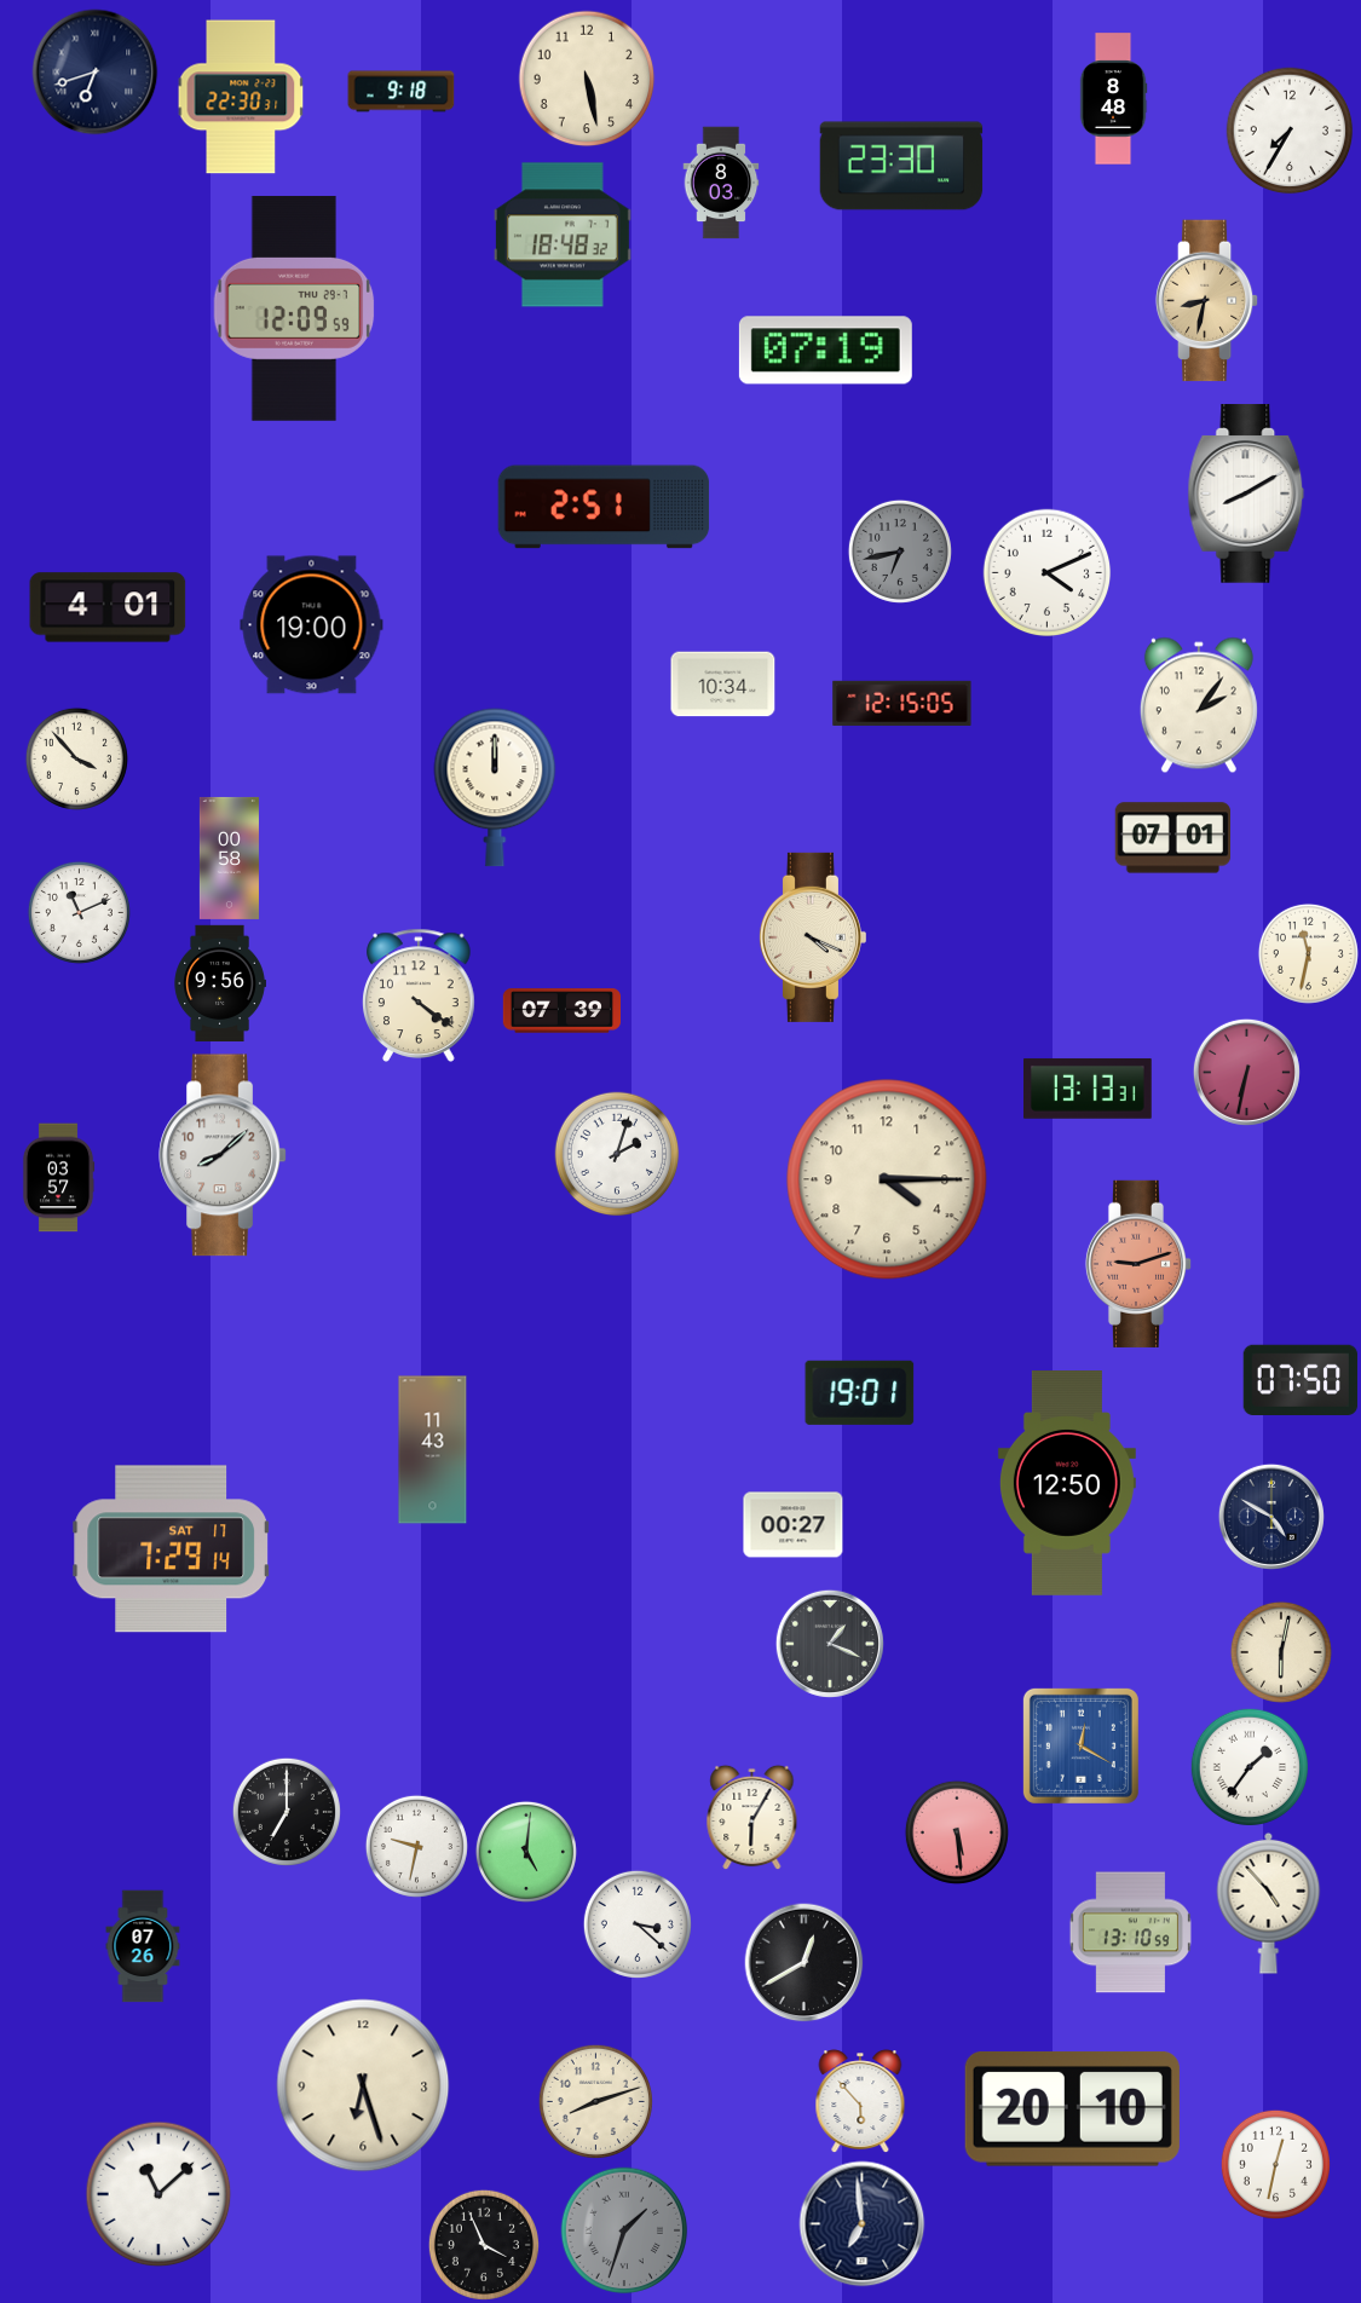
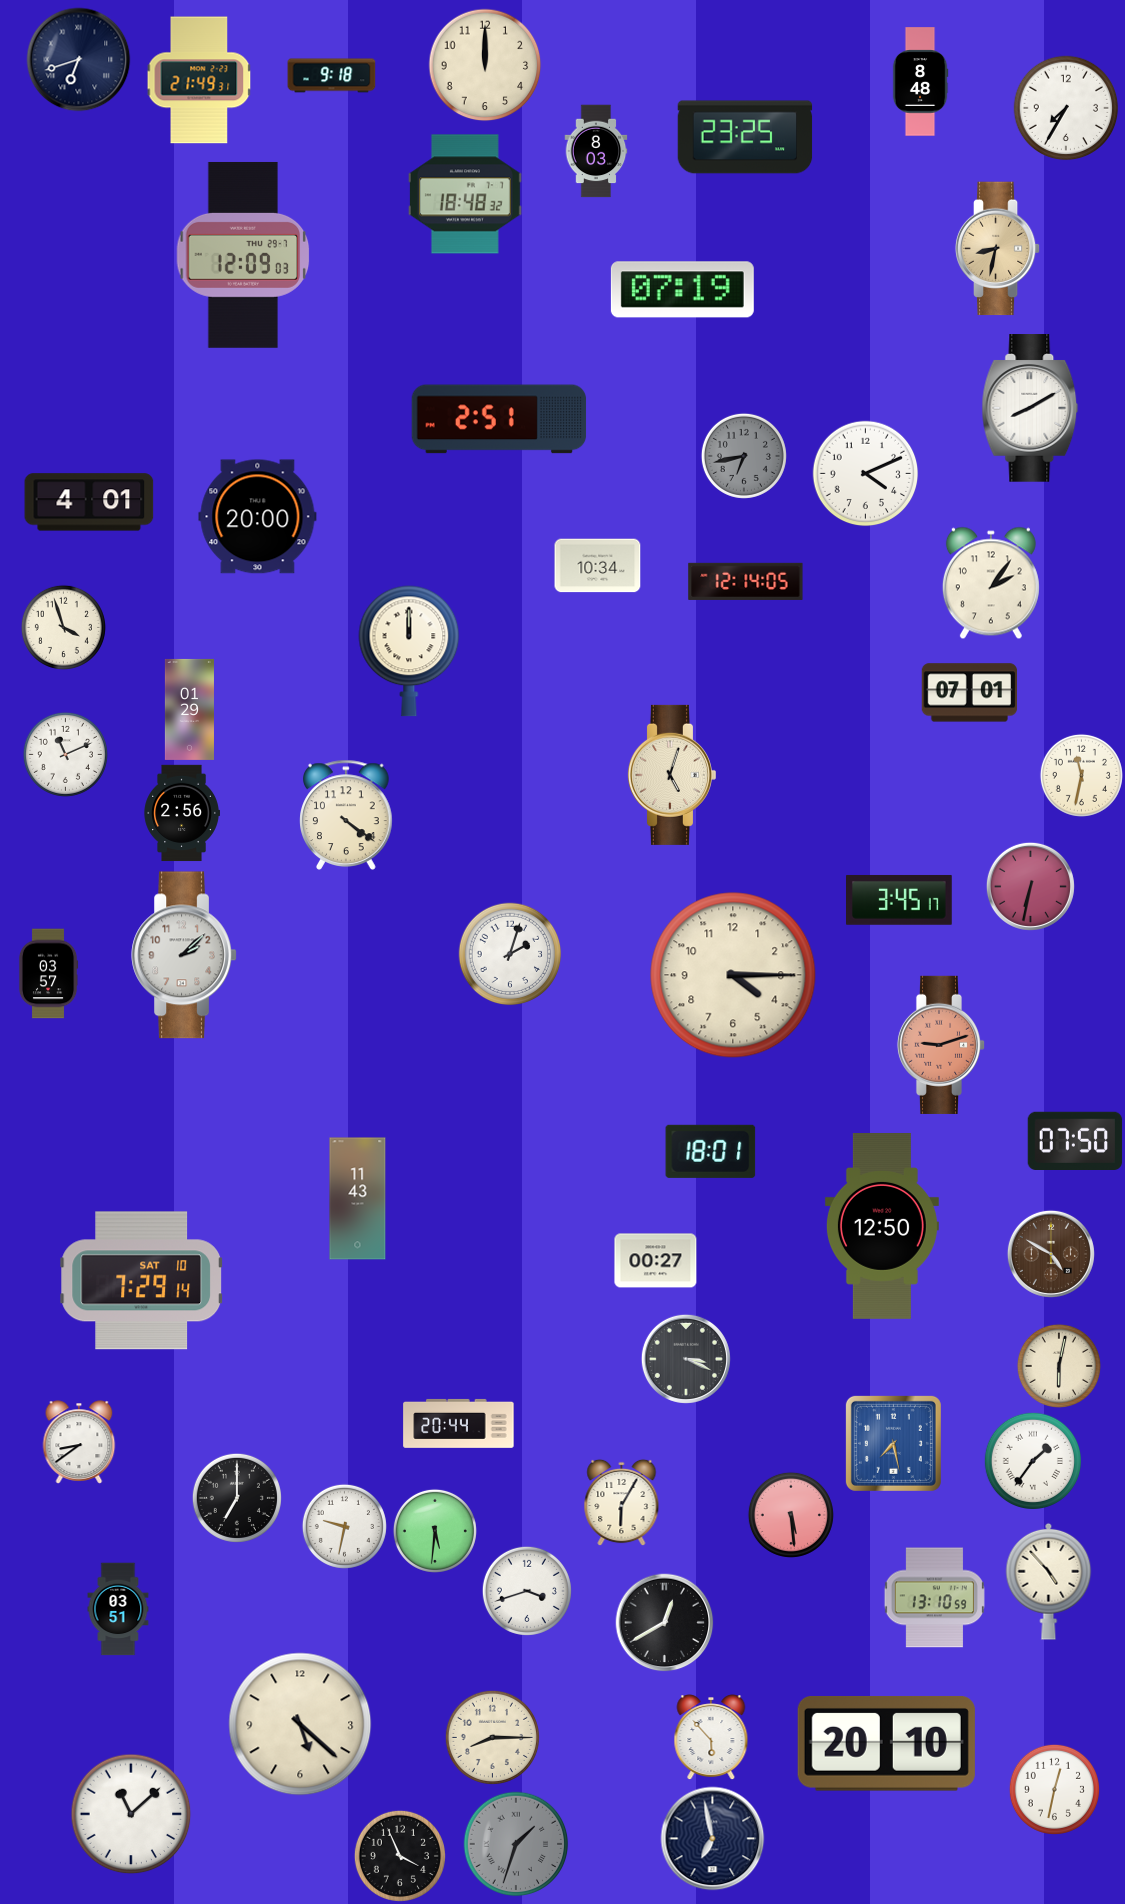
clock at (587, 79): 5:28 -> 12:00
clock at (241, 97): 22:30 -> 21:49
clock at (901, 166): 23:30 -> 23:25
clock at (294, 308): 12:09:59 -> 12:09:03
clock at (312, 625): 19:00 -> 20:00
clock at (902, 703): 12:15 -> 12:14
clock at (76, 758): 3:53 -> 3:57
clock at (229, 858): 00:58 -> 01:29
clock at (812, 937): 4:19 -> 5:03
clock at (1308, 953) position: (1308, 953) -> (1081, 775)
clock at (220, 983): 9:56 -> 2:56
clock at (419, 995) position: (419, 995) -> (346, 815)
clock at (561, 1011): 07:39 -> none
clock at (1089, 1089): 13:13 -> 3:45
clock at (223, 1155): 8:08 -> 2:08
clock at (860, 1392): 19:01 -> 18:01
clock at (1271, 1517) dial: navy -> brown
clock at (172, 1549) date: SAT 17 -> SAT 10
clock at (830, 1644): 1:19 -> 3:19
clock at (459, 1423): none -> 20:44
clock at (79, 1442): none -> 8:39
clock at (1080, 1745): 12:20 -> 7:28
clock at (526, 1852): 5:01 -> 5:31
clock at (1269, 1903) position: (1269, 1903) -> (1049, 1581)
clock at (638, 1924): 3:22 -> 3:42
clock at (143, 1946): 07:26 -> 03:51
clock at (363, 2085): 6:27 -> 5:22
clock at (595, 2101): 8:12 -> 8:15
clock at (863, 2224): 6:59 -> 6:58
